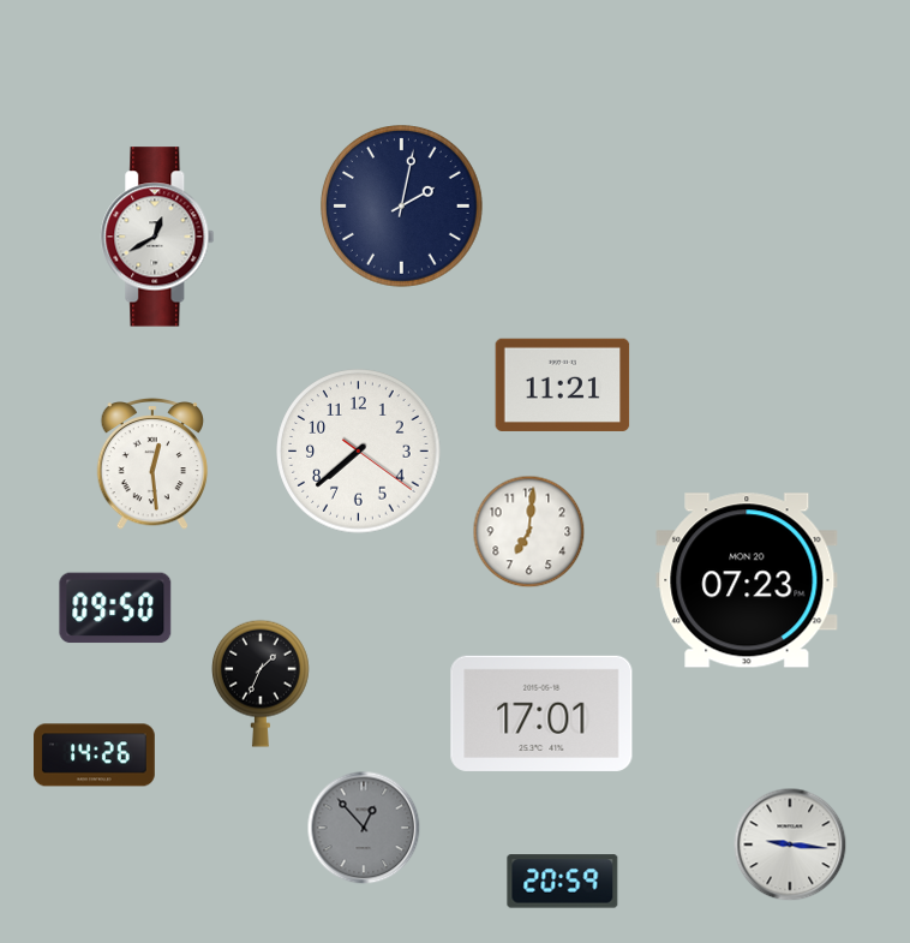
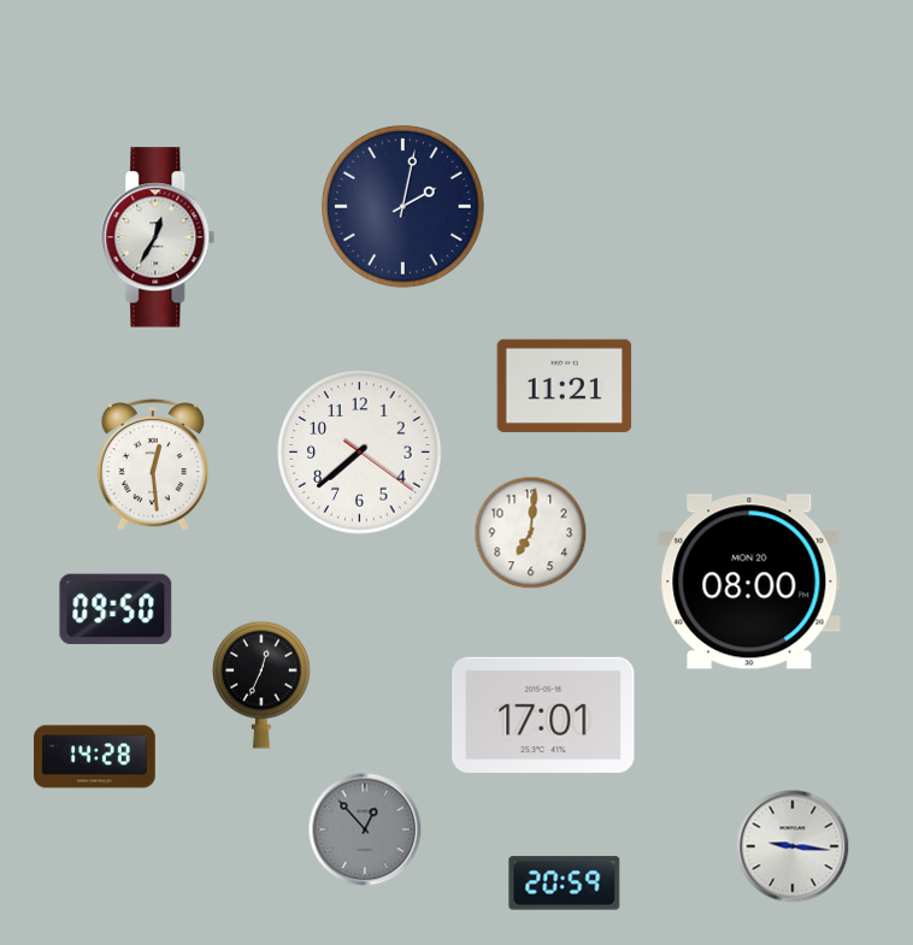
clock at (157, 237): 12:40 -> 12:35
clock at (747, 580): 07:23 -> 08:00
clock at (262, 684): 1:34 -> 12:34
clock at (95, 756): 14:26 -> 14:28
